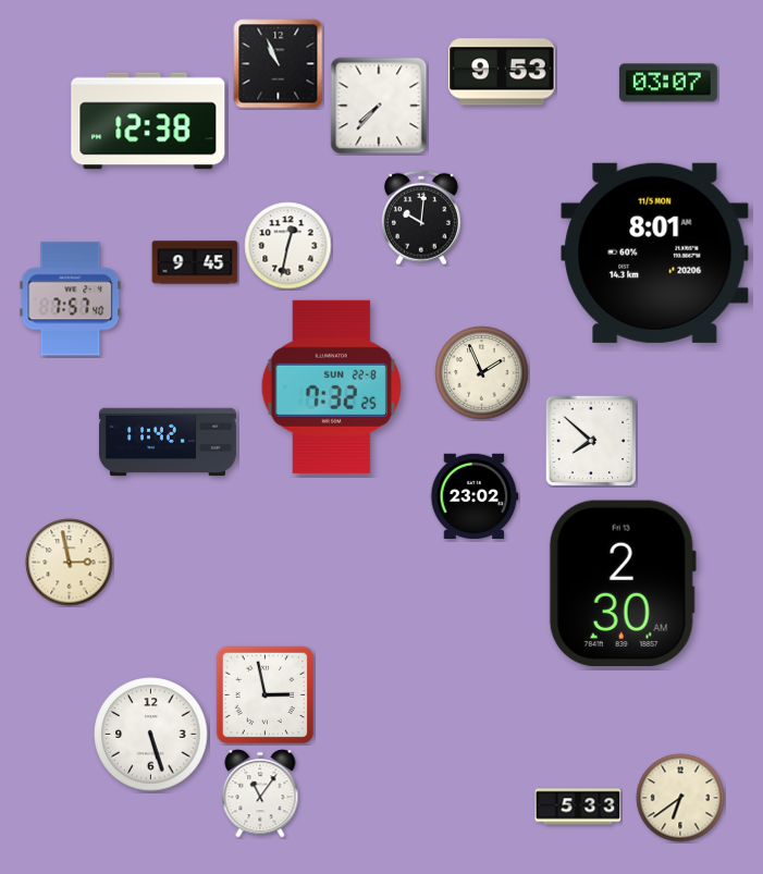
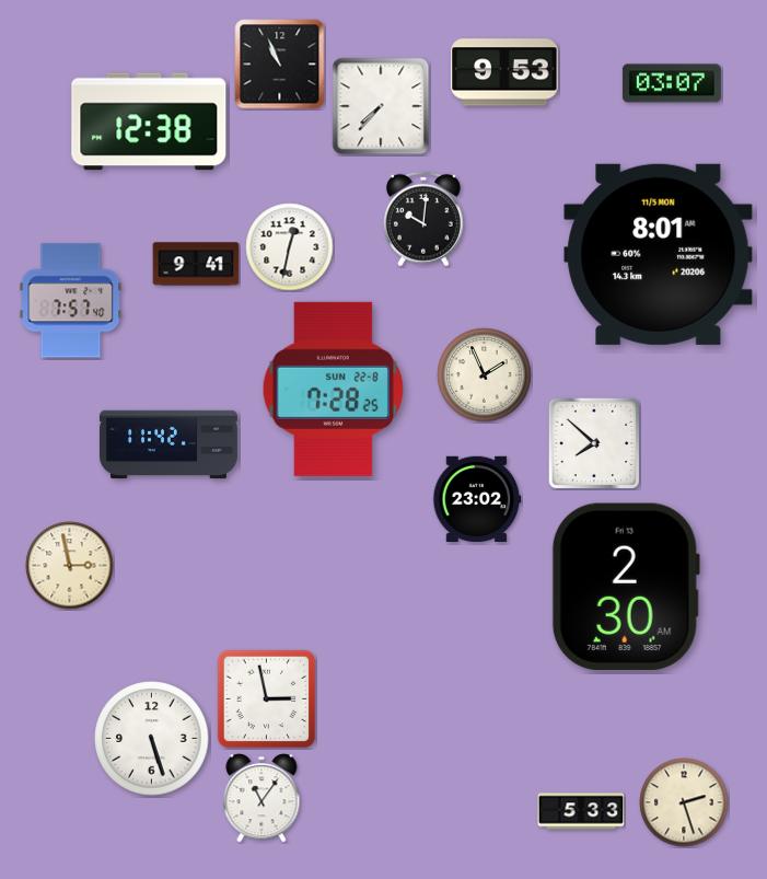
clock at (195, 262): 9:45 -> 9:41
clock at (331, 386): 7:32 -> 7:28
clock at (680, 798): 6:39 -> 2:27
